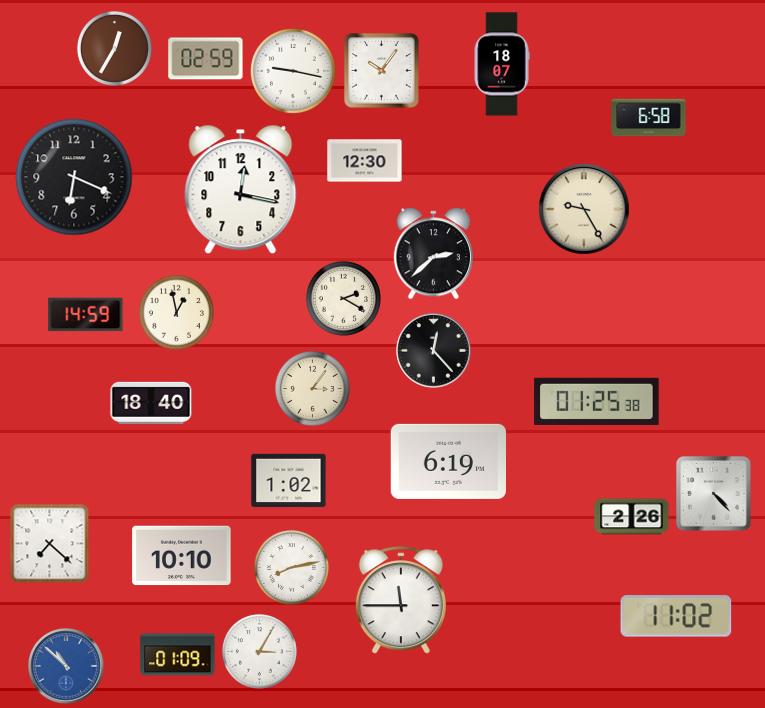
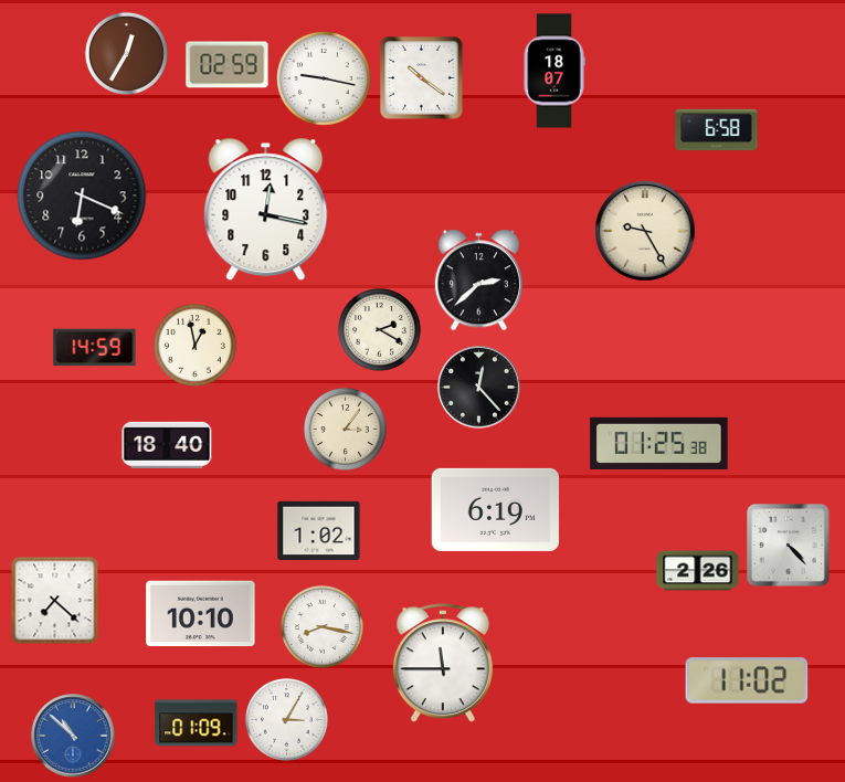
clock at (382, 71): 10:06 -> 10:21
clock at (365, 161): 12:30 -> none
clock at (291, 567): 8:13 -> 8:17
